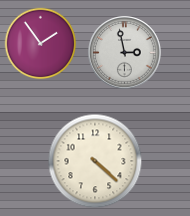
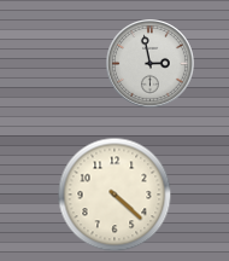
clock at (41, 44): 1:54 -> none
